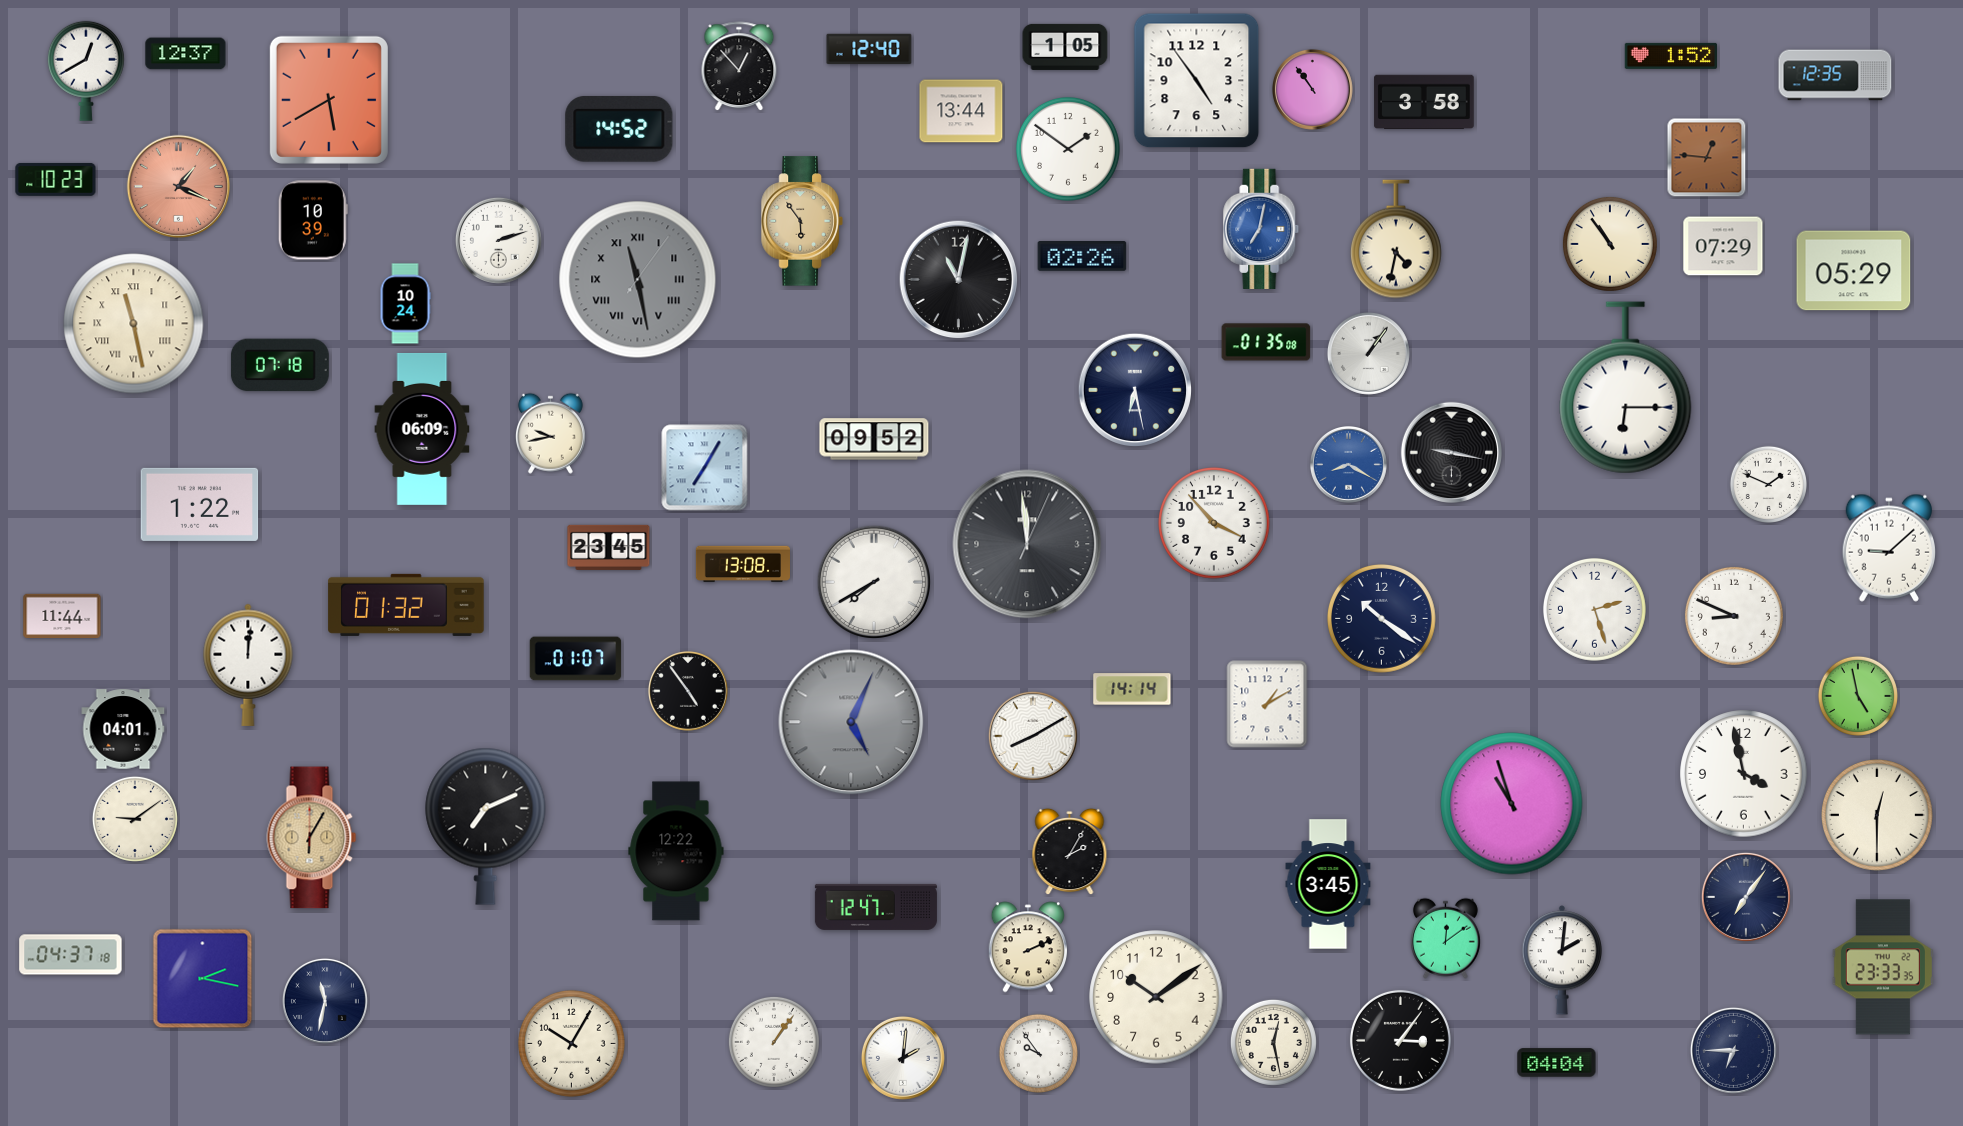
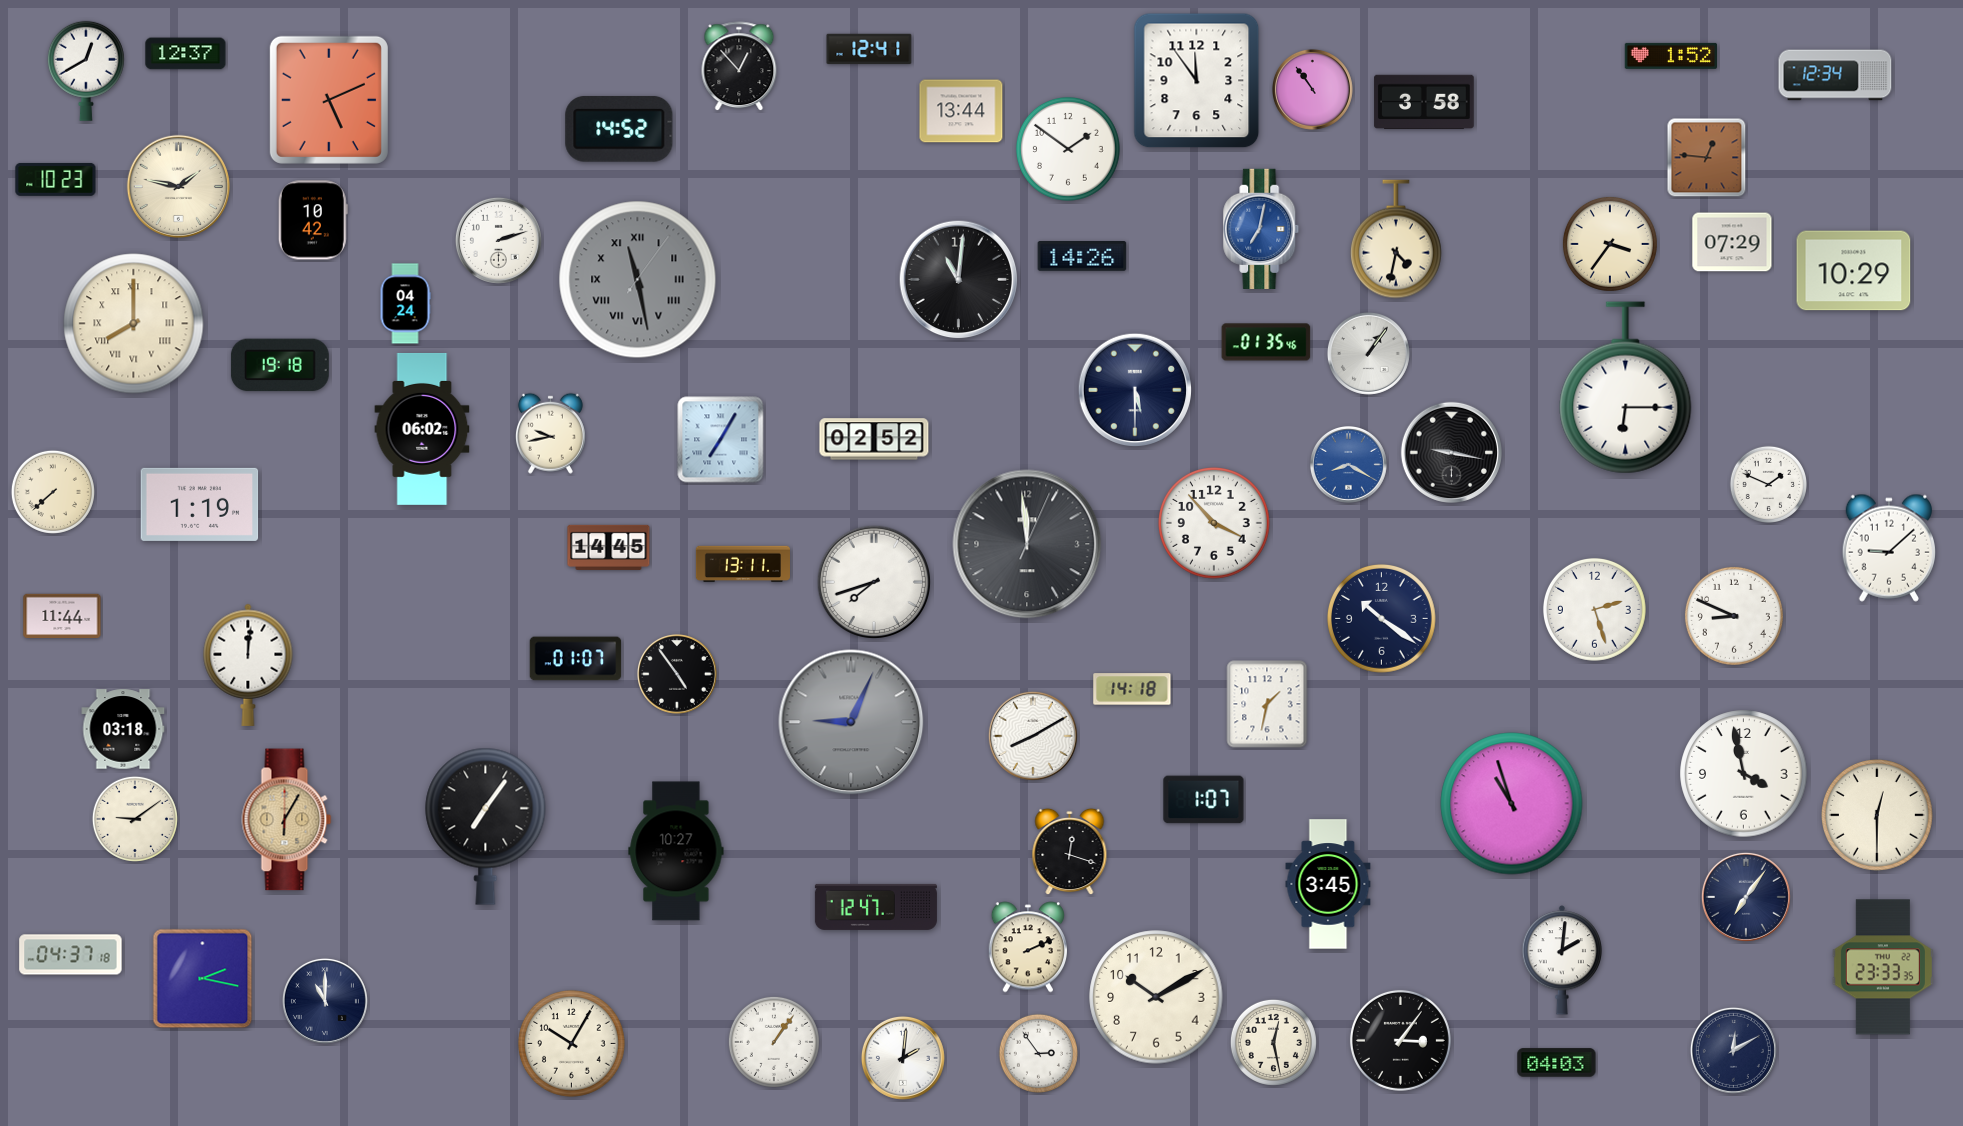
clock at (1065, 47): 1:05 -> none
clock at (869, 49): 12:40 -> 12:41
clock at (1835, 75): 12:35 -> 12:34
clock at (1197, 81): 4:54 -> 11:54
clock at (329, 100): 5:40 -> 5:11
clock at (178, 186): 1:19 -> 1:47
clock at (178, 186) dial: salmon -> cream
clock at (313, 220): 10:39 -> 10:42
clock at (802, 221): 5:54 -> none
clock at (1610, 244): 10:54 -> 3:36
clock at (1723, 246) position: (1723, 246) -> (1732, 242)
clock at (1082, 257): 02:26 -> 14:26
clock at (1854, 271): 05:29 -> 10:29
clock at (959, 280): 11:02 -> 11:01
clock at (405, 304): 10:24 -> 04:24
clock at (134, 324): 11:28 -> 8:00
clock at (1266, 342): 01:35:08 -> 01:35:46
clock at (280, 365): 07:18 -> 19:18
clock at (1135, 390): 6:28 -> 5:30
clock at (422, 429): 06:09 -> 06:02
clock at (874, 439): 09:52 -> 02:52
clock at (705, 468) position: (705, 468) -> (721, 440)
clock at (53, 492): none -> 7:38
clock at (200, 504): 1:22 -> 1:19
clock at (609, 547): 23:45 -> 14:45
clock at (743, 564): 13:08 -> 13:11
clock at (874, 582): 7:40 -> 7:42
clock at (406, 605): 01:32 -> none
clock at (1132, 689): 14:14 -> 14:18
clock at (688, 691) position: (688, 691) -> (677, 674)
clock at (1858, 696): 4:58 -> none
clock at (1267, 704): 1:10 -> 1:32
clock at (851, 722): 5:04 -> 9:04
clock at (123, 729): 04:01 -> 03:18
clock at (1204, 800): none -> 1:07
clock at (486, 826): 7:11 -> 7:06
clock at (312, 838) position: (312, 838) -> (287, 820)
clock at (676, 851): 12:22 -> 10:27
clock at (1070, 852): 2:05 -> 12:18
clock at (1445, 938): 12:09 -> none
clock at (1156, 997): 10:09 -> 10:10
clock at (325, 1001): 11:32 -> 11:00
clock at (1733, 1050): 6:45 -> 12:10
clock at (1038, 1053): 9:54 -> 2:54
clock at (1557, 1063): 04:04 -> 04:03
